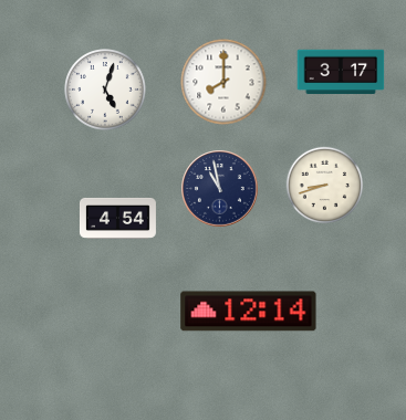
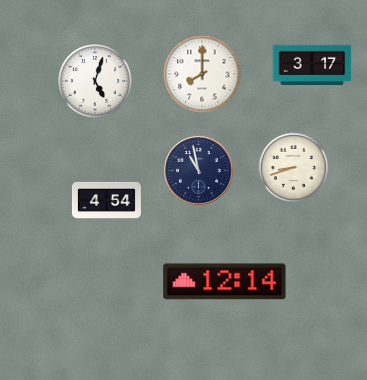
clock at (341, 72) position: (341, 72) -> (312, 65)
clock at (117, 218) position: (117, 218) -> (106, 200)
